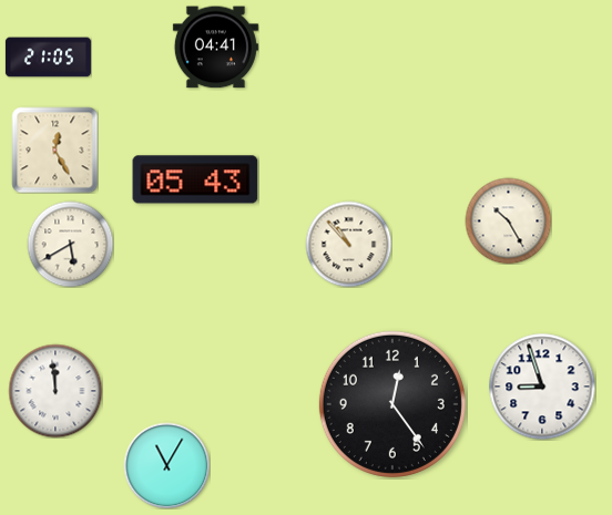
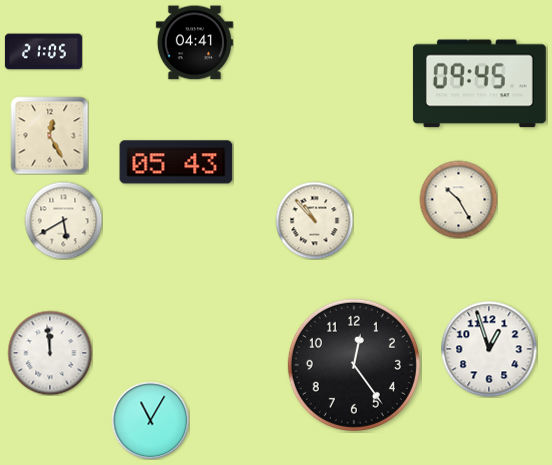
clock at (479, 84): none -> 09:45
clock at (542, 387): 8:57 -> 12:57
